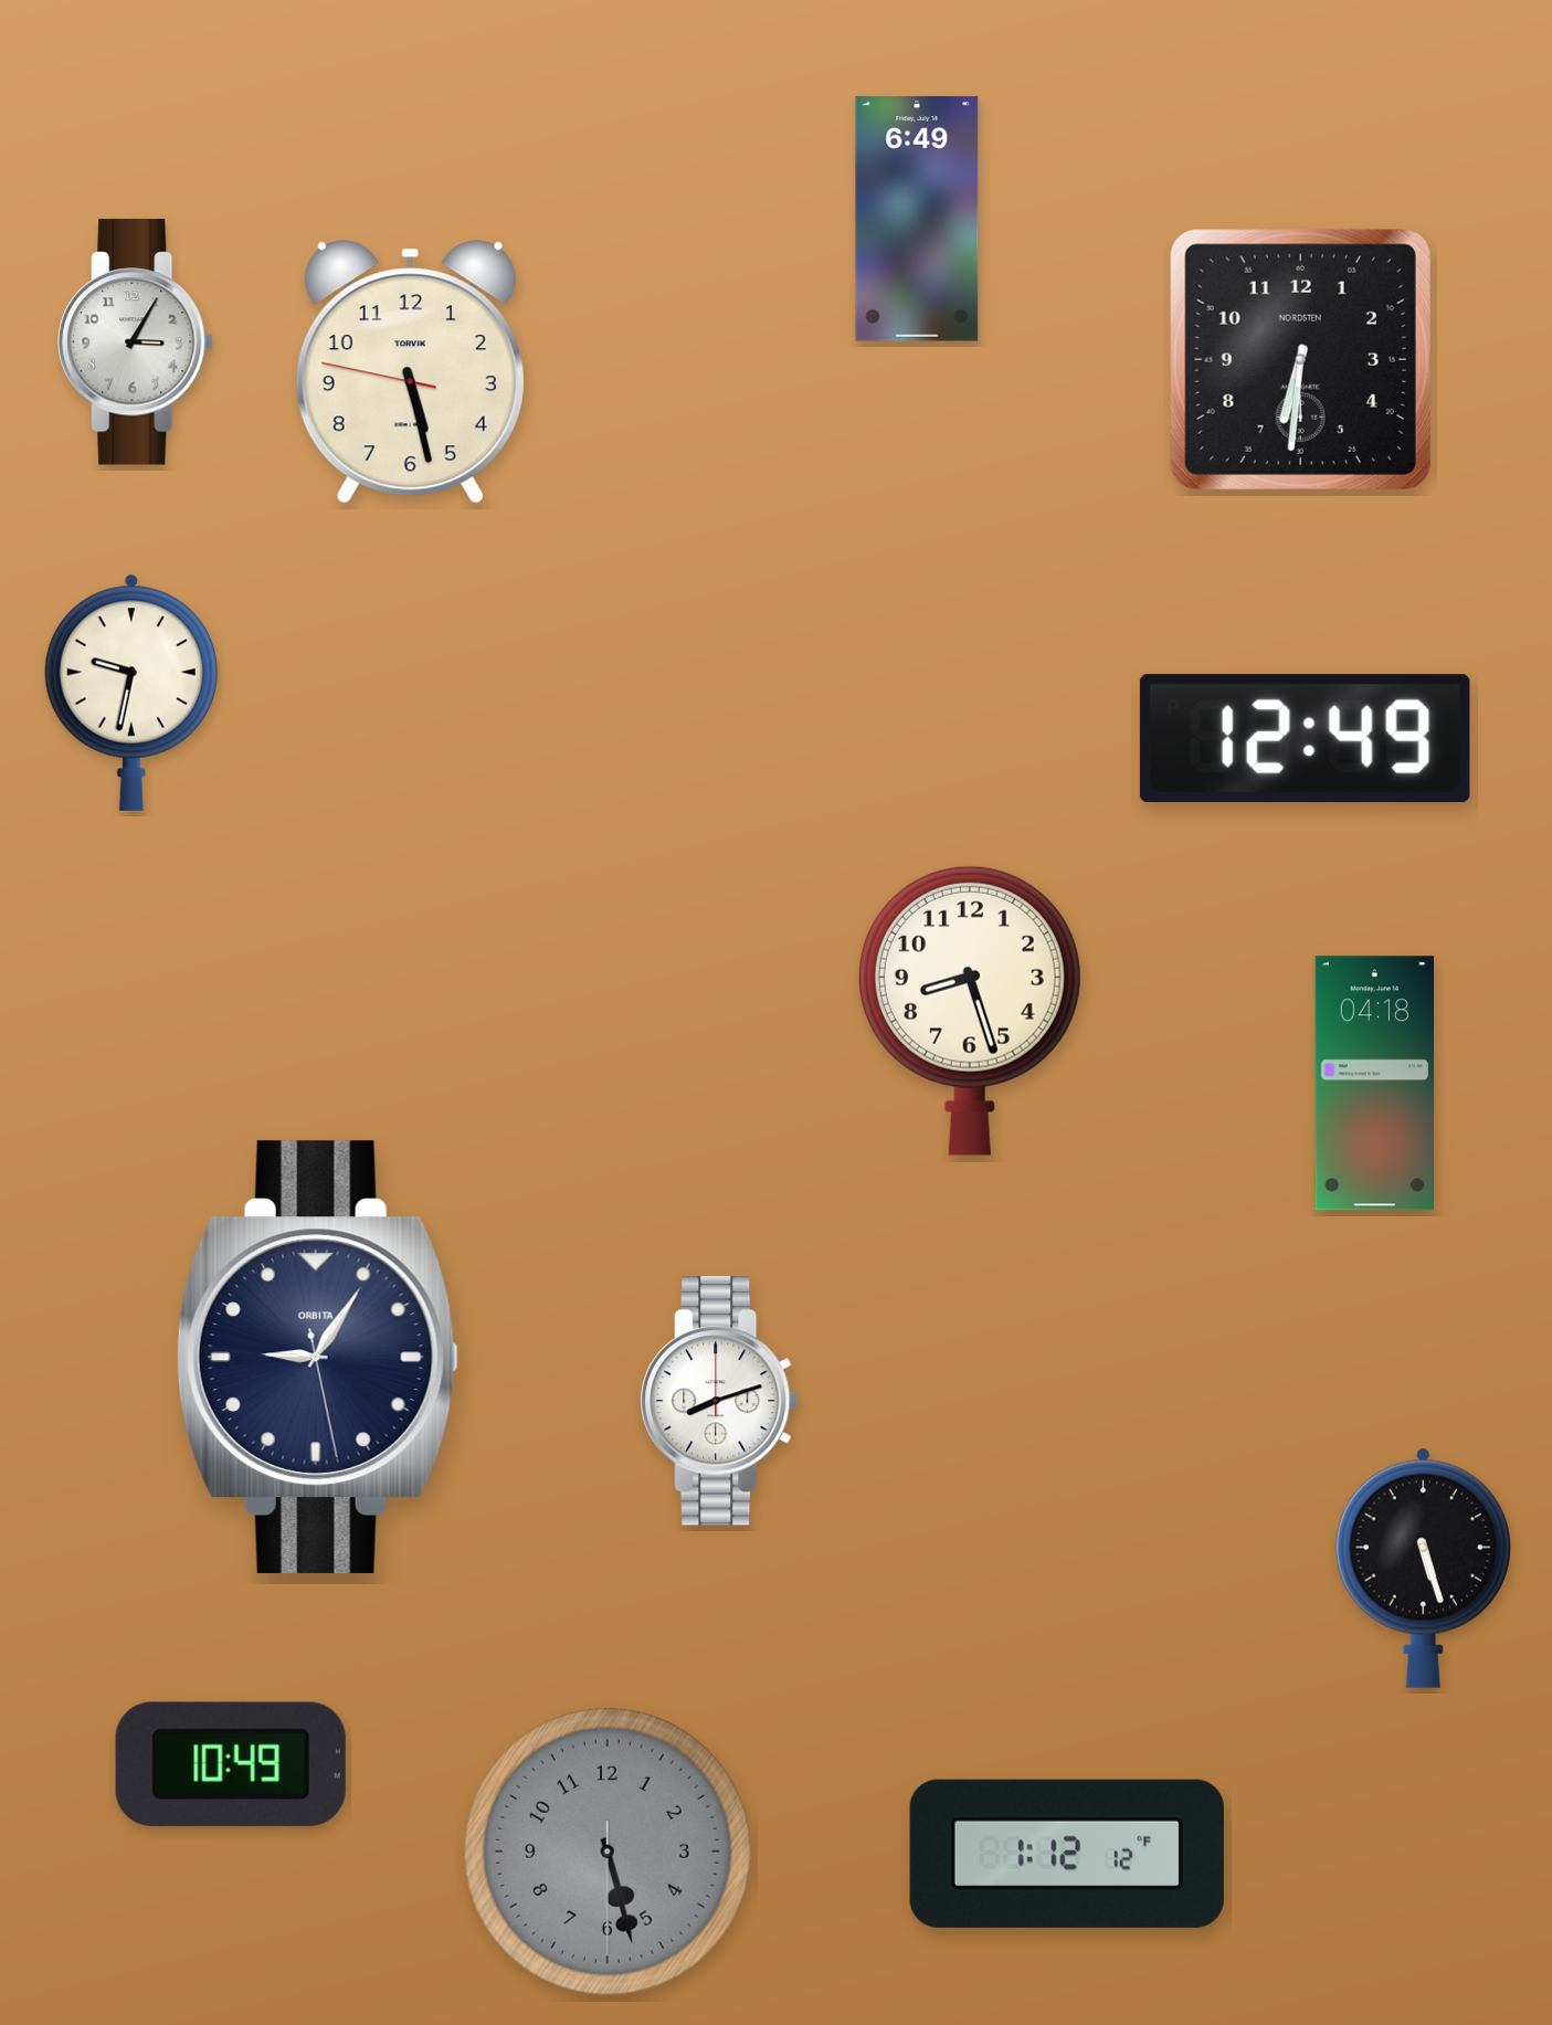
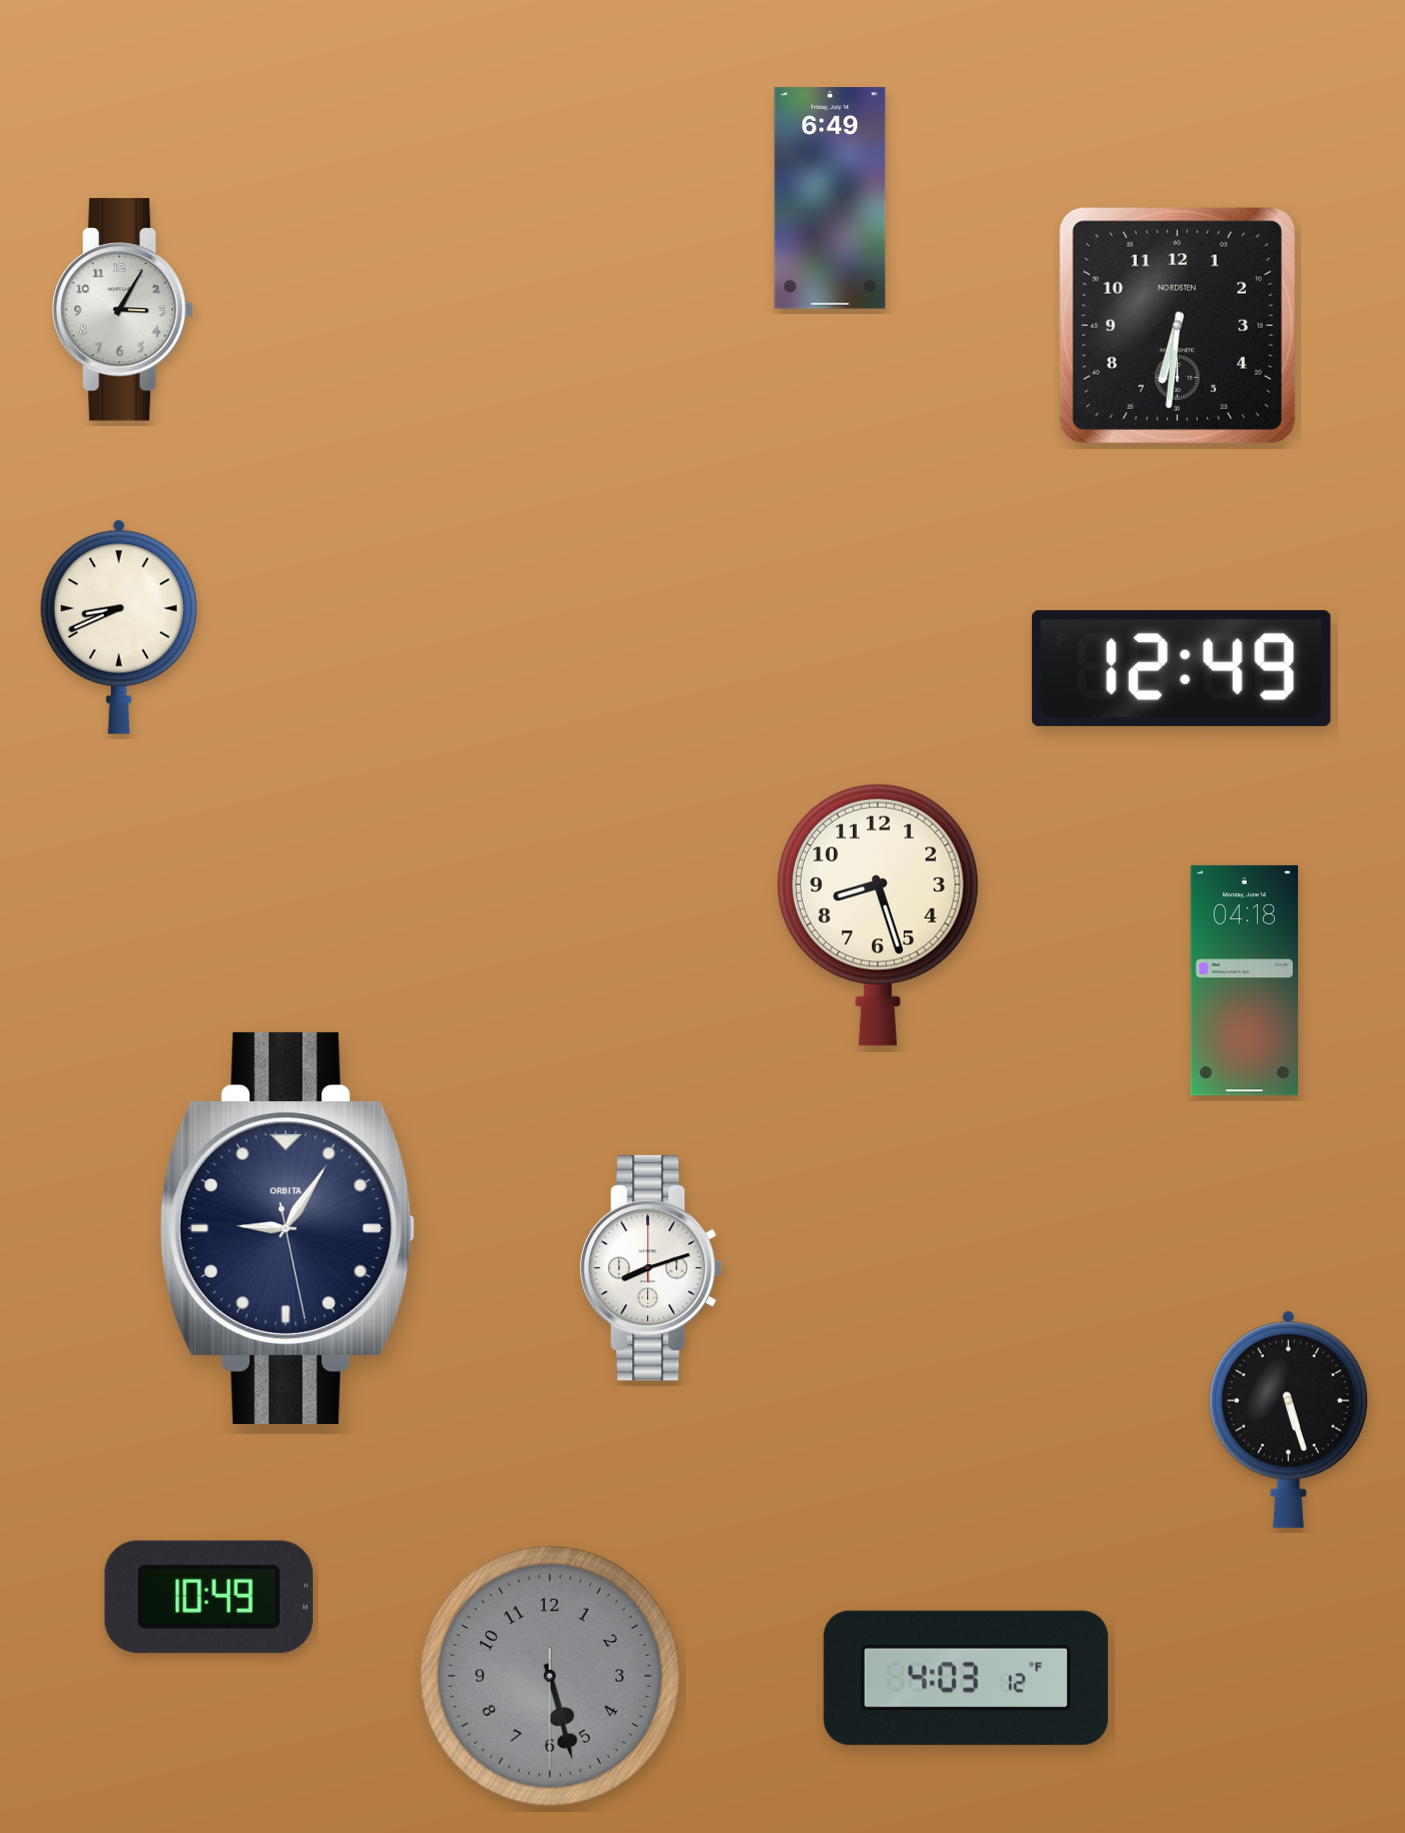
clock at (410, 372): 5:27 -> none
clock at (131, 693): 9:32 -> 8:41
clock at (1067, 1854): 1:12 -> 4:03
